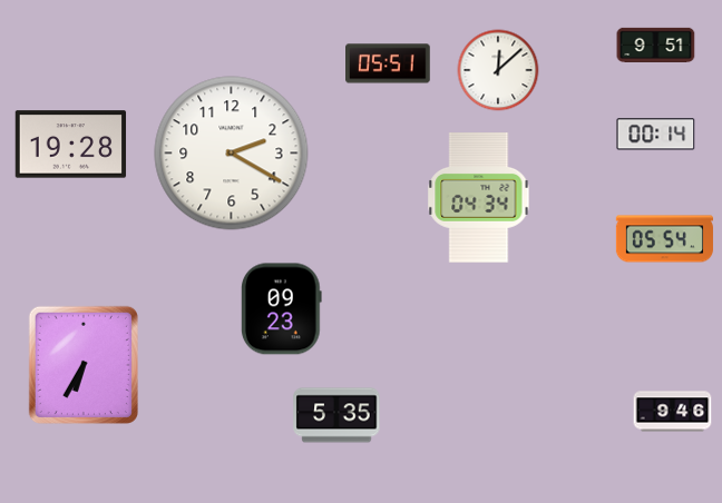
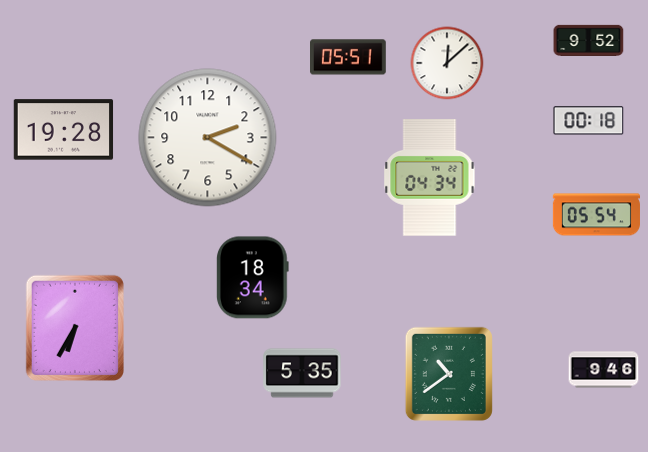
clock at (656, 45): 9:51 -> 9:52
clock at (656, 135): 00:14 -> 00:18
clock at (282, 309): 09:23 -> 18:34
clock at (449, 374): none -> 10:39
